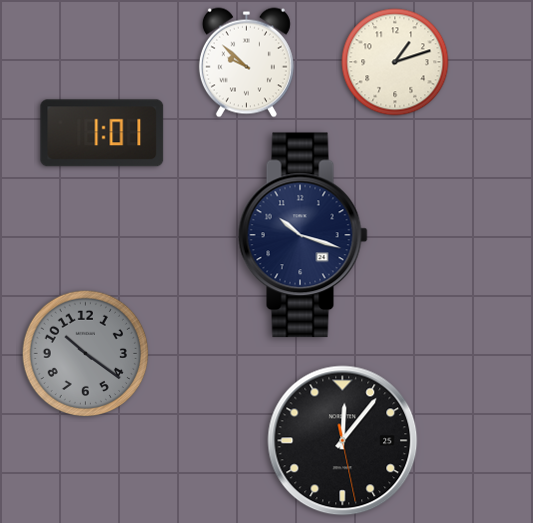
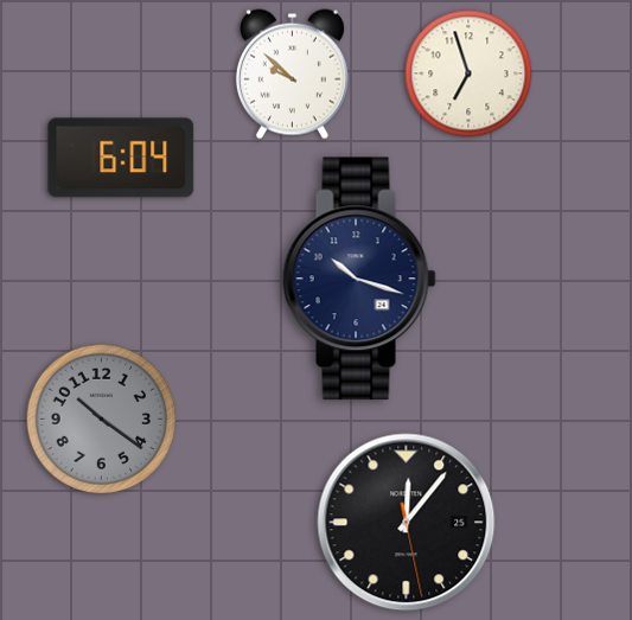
clock at (395, 62): 1:12 -> 6:57
clock at (102, 133): 1:01 -> 6:04
